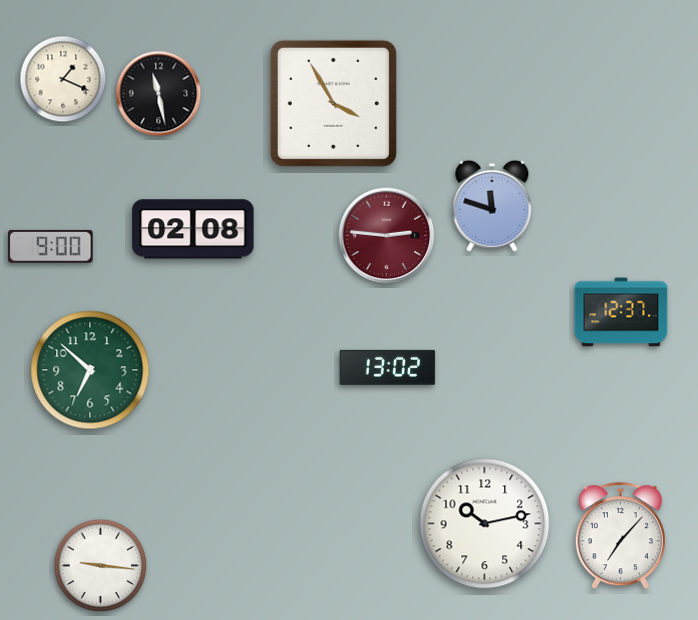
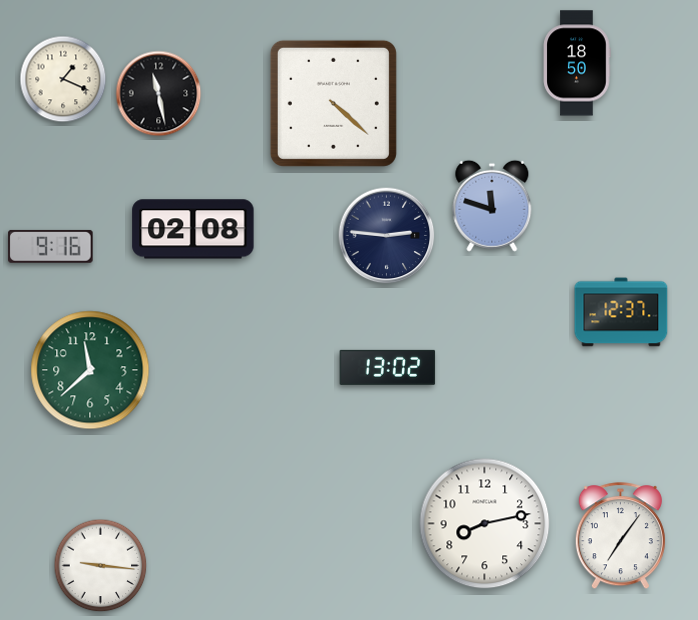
clock at (577, 63): none -> 18:50
clock at (333, 103): 3:55 -> 4:22
clock at (387, 236) dial: burgundy -> navy
clock at (51, 246): 9:00 -> 9:16
clock at (90, 370): 6:52 -> 11:38
clock at (485, 524): 10:13 -> 8:13
clock at (620, 536): 7:07 -> 7:06
